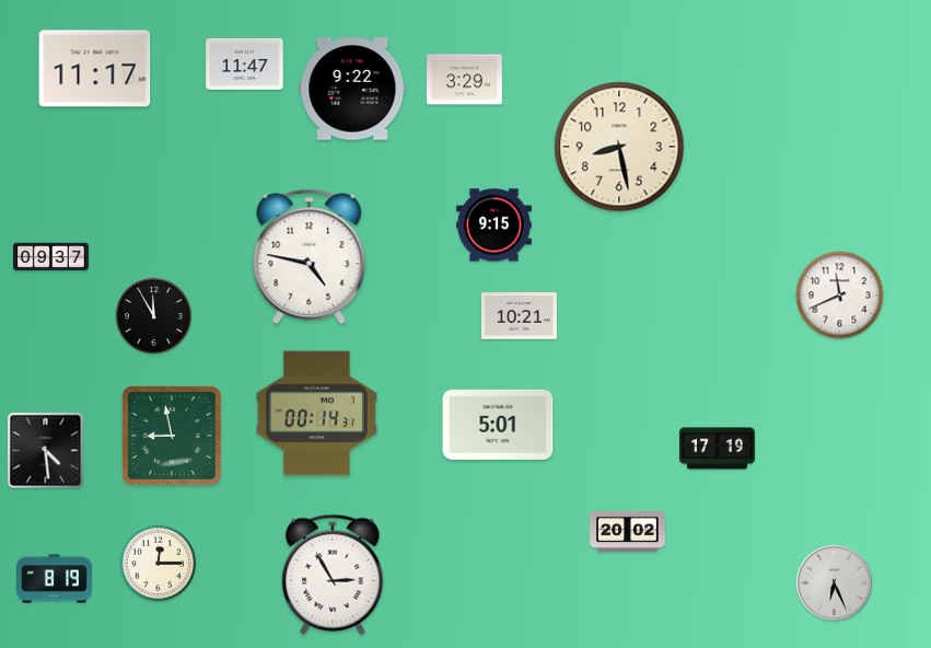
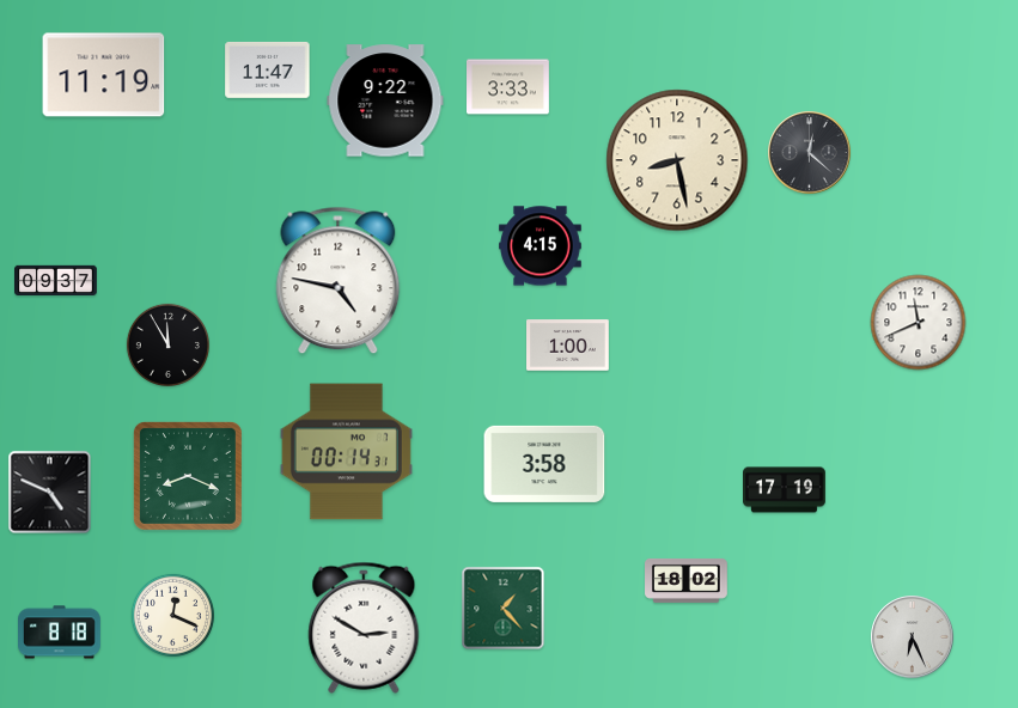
clock at (95, 69): 11:17 -> 11:19
clock at (465, 80): 3:29 -> 3:33
clock at (352, 89) position: (352, 89) -> (385, 100)
clock at (810, 153): none -> 12:22
clock at (494, 225): 9:15 -> 4:15
clock at (520, 316): 10:21 -> 1:00
clock at (498, 425): 5:01 -> 3:58
clock at (172, 436): 8:58 -> 8:19
clock at (46, 451): 4:29 -> 4:49
clock at (628, 531): 20:02 -> 18:02
clock at (504, 609): none -> 1:23
clock at (158, 563): 12:15 -> 12:19
clock at (333, 575): 2:55 -> 2:50
clock at (55, 579): 8:19 -> 8:18
